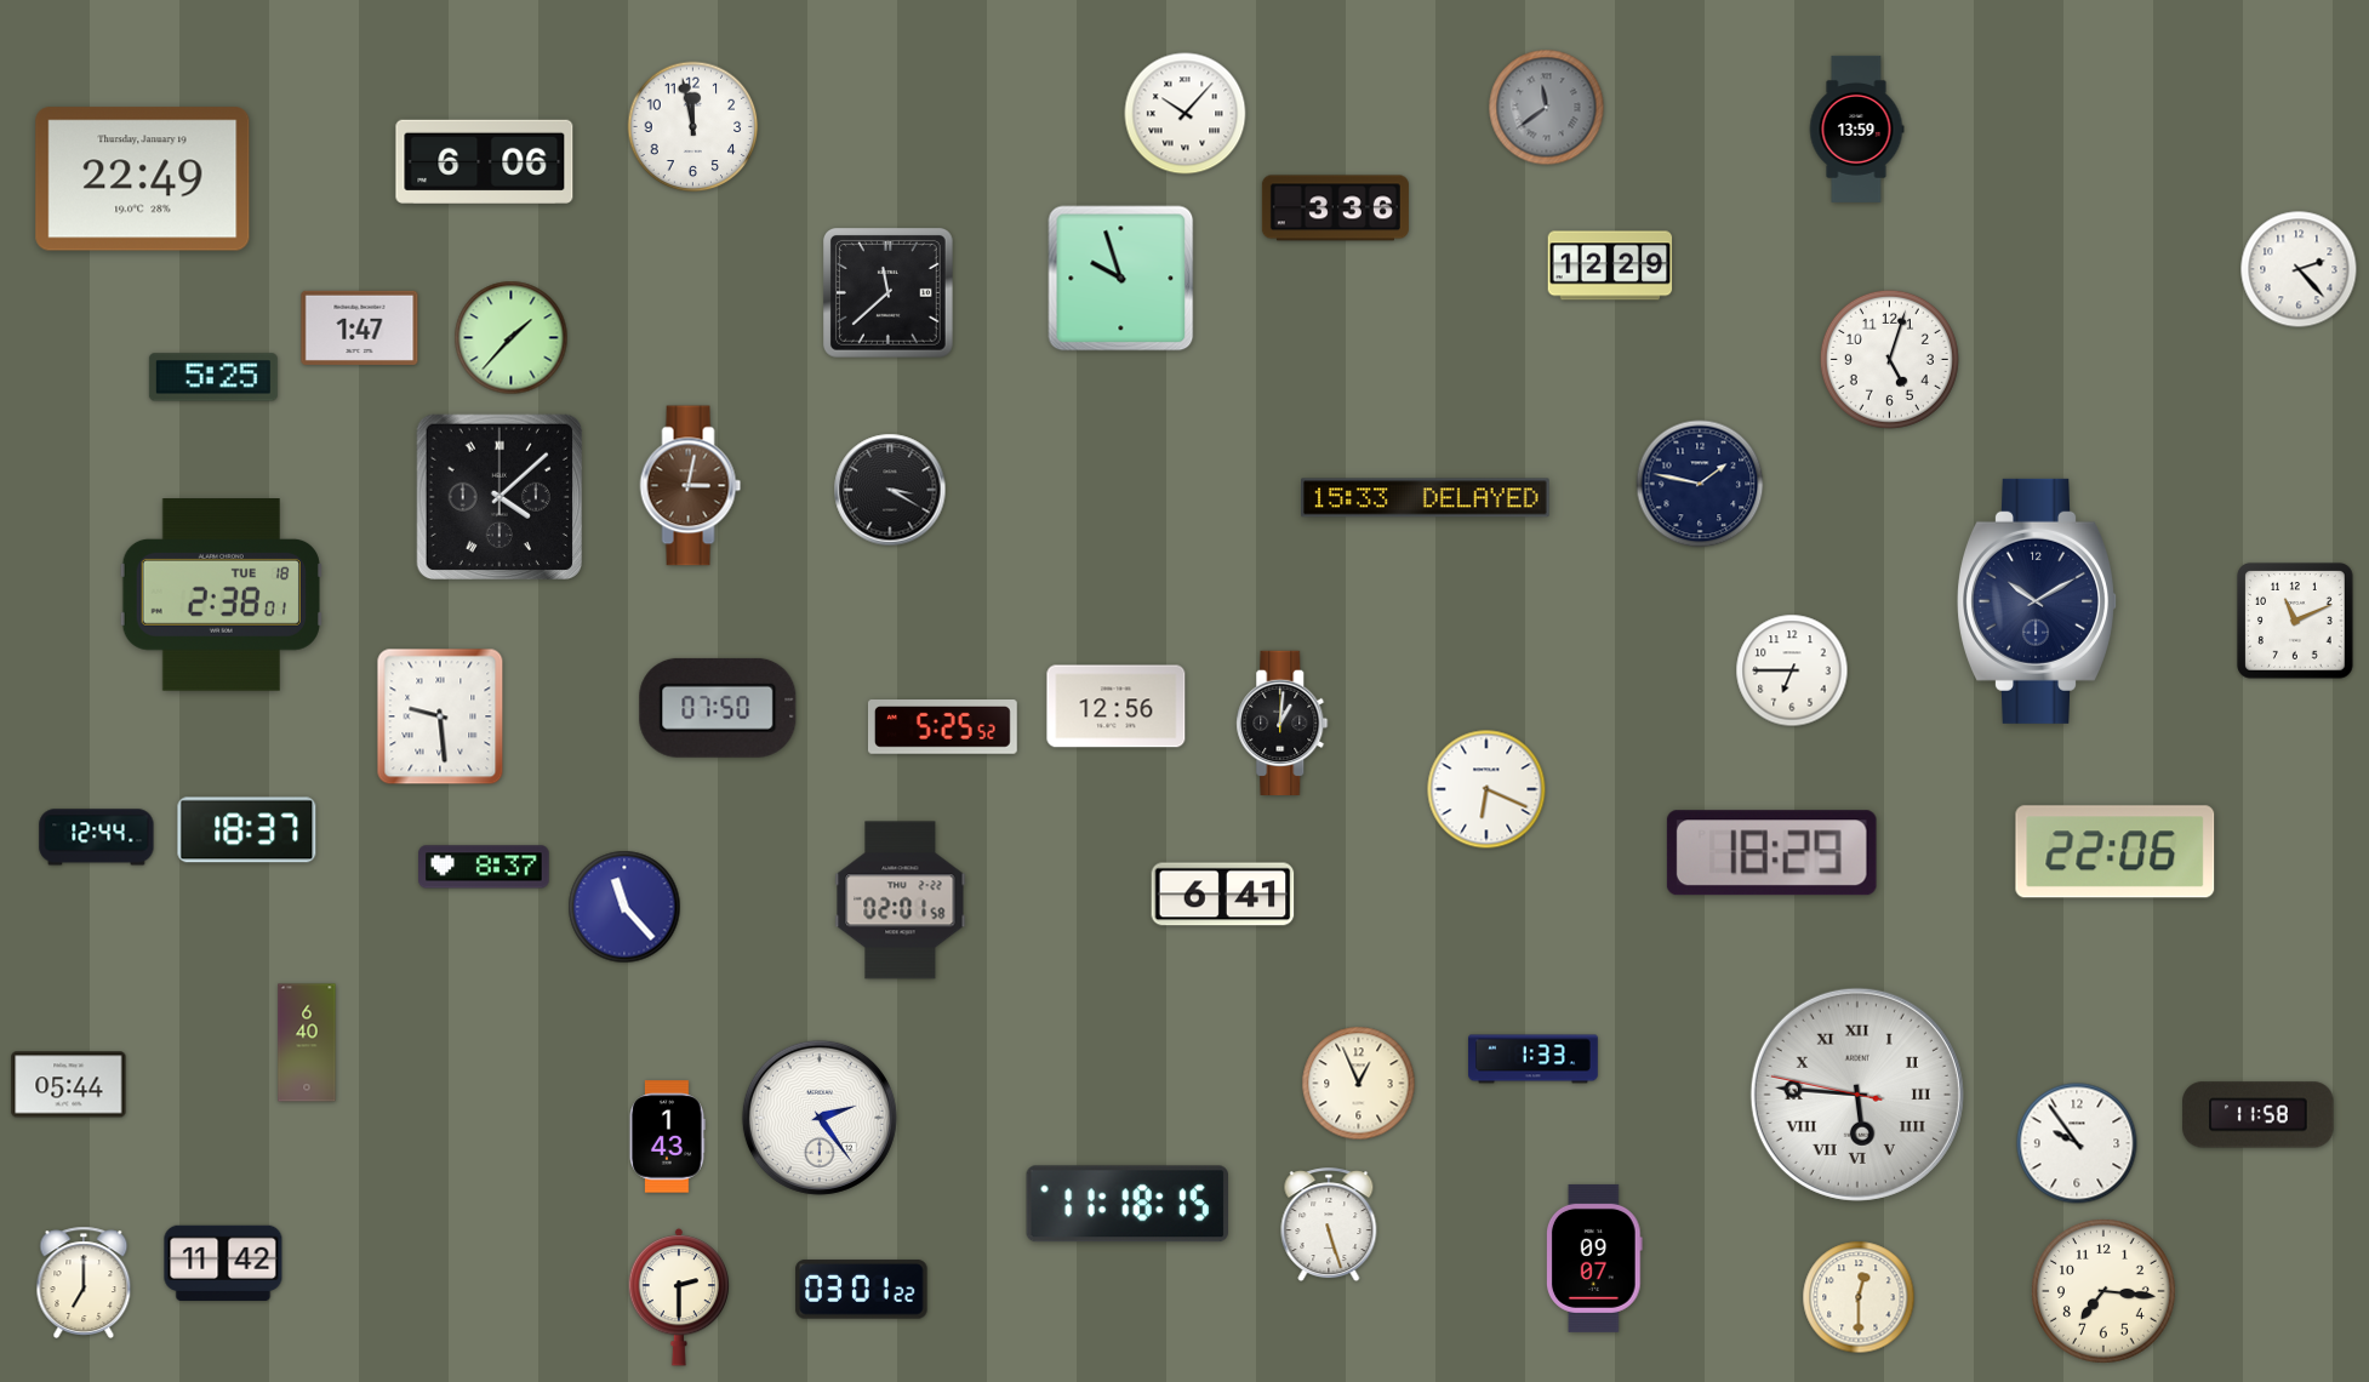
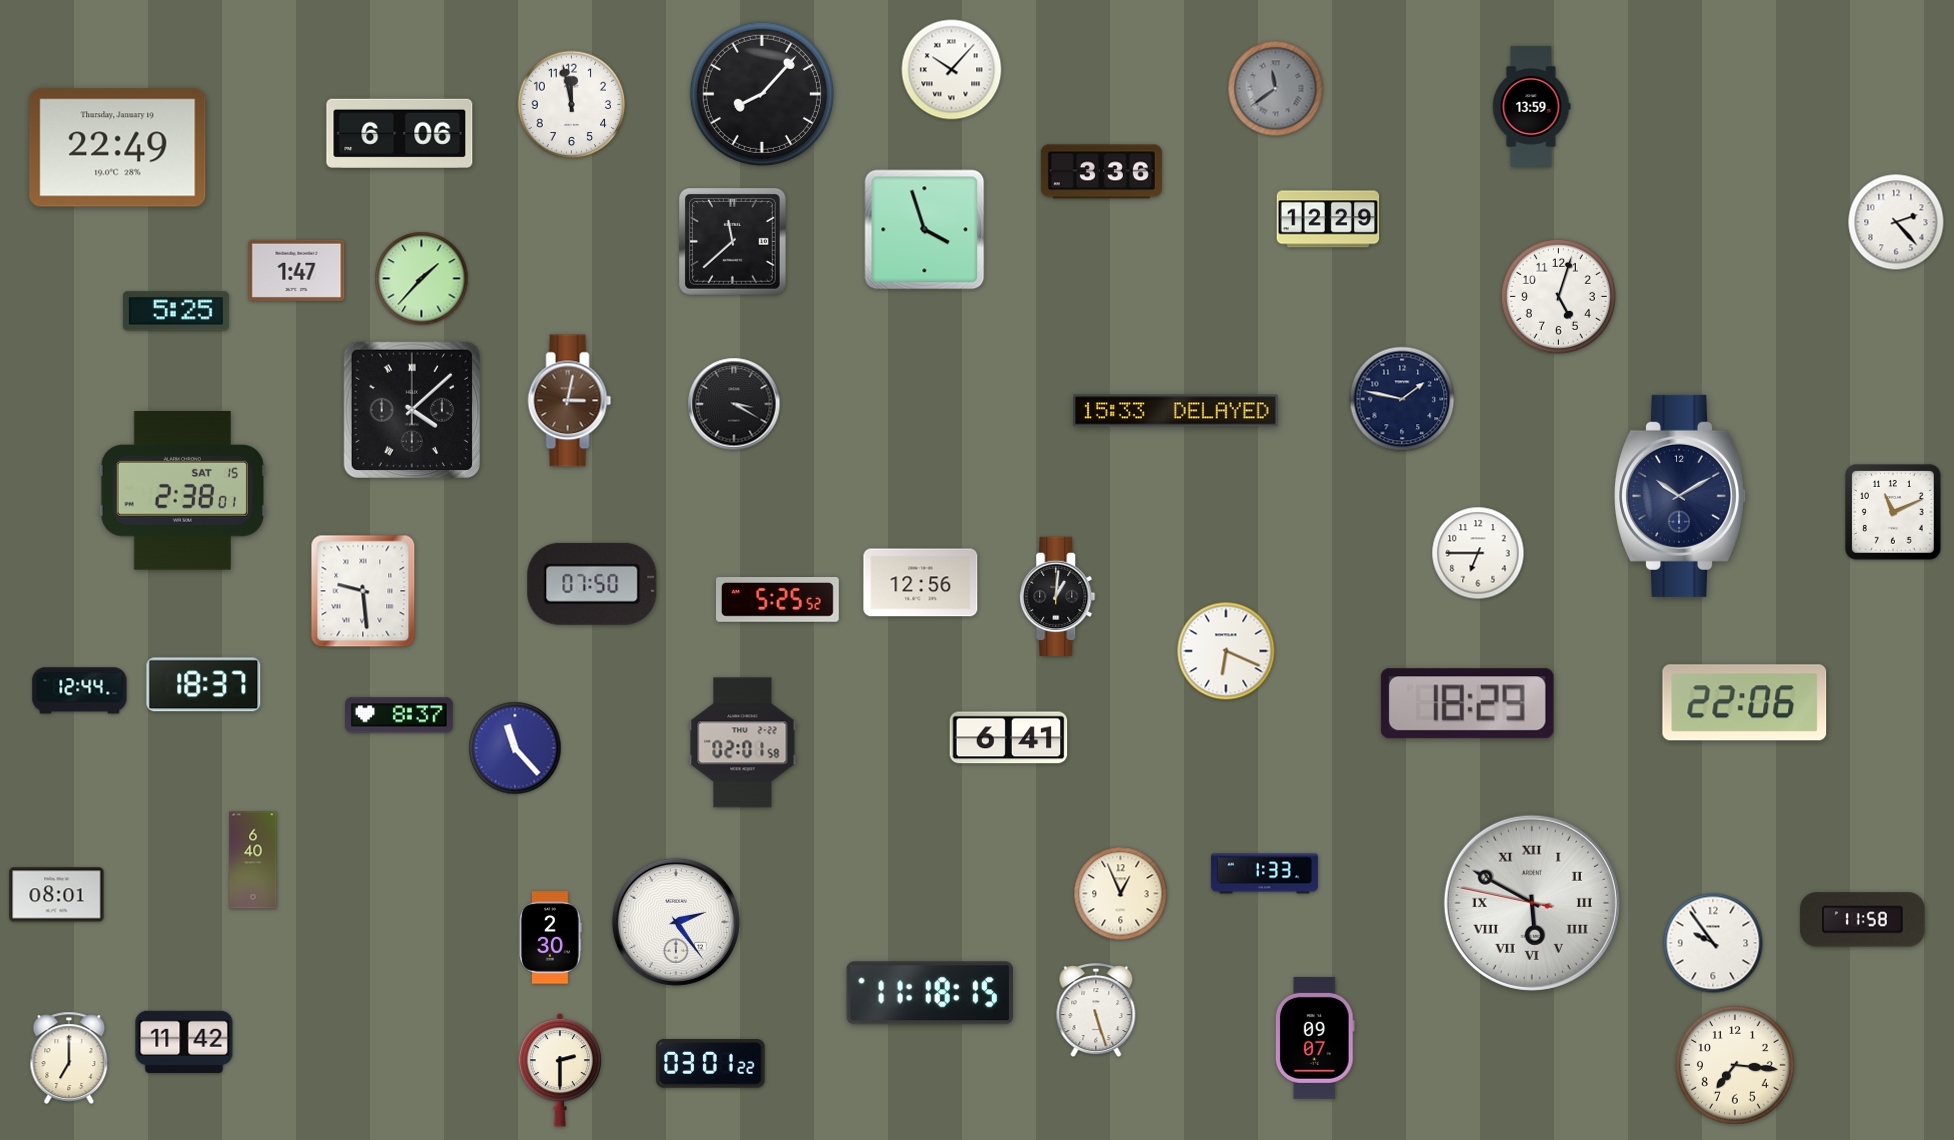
clock at (762, 94): none -> 8:07
clock at (1186, 114) position: (1186, 114) -> (952, 70)
clock at (1121, 279): 9:57 -> 3:57
clock at (221, 595) date: TUE 18 -> SAT 15
clock at (1771, 853) position: (1771, 853) -> (1467, 704)
clock at (69, 1085): 05:44 -> 08:01
clock at (1857, 1095): 5:45 -> 5:49
clock at (667, 1137): 1:43 -> 2:30
clock at (1859, 1297): 12:30 -> none
